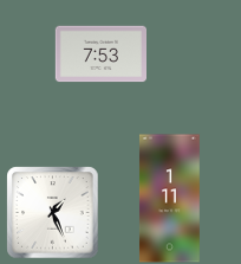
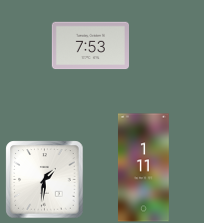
clock at (100, 54) position: (100, 54) -> (90, 46)
clock at (52, 212): 1:26 -> 1:31
